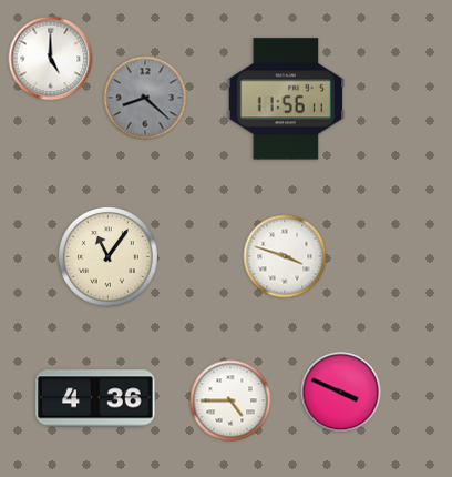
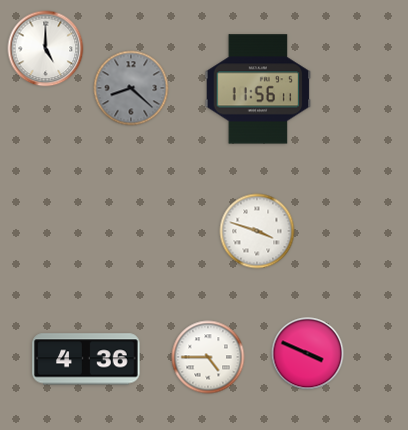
clock at (51, 59) position: (51, 59) -> (46, 49)
clock at (109, 257): 11:06 -> none
clock at (230, 400) position: (230, 400) -> (208, 357)
